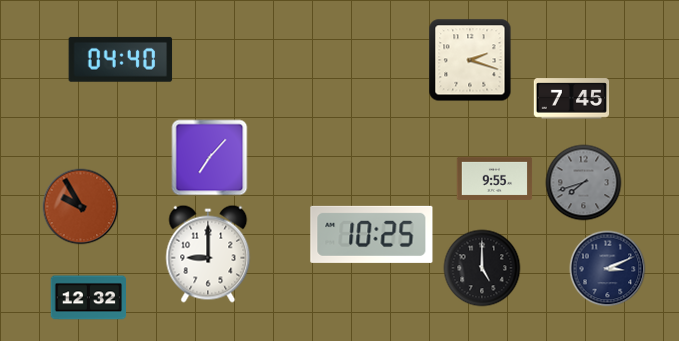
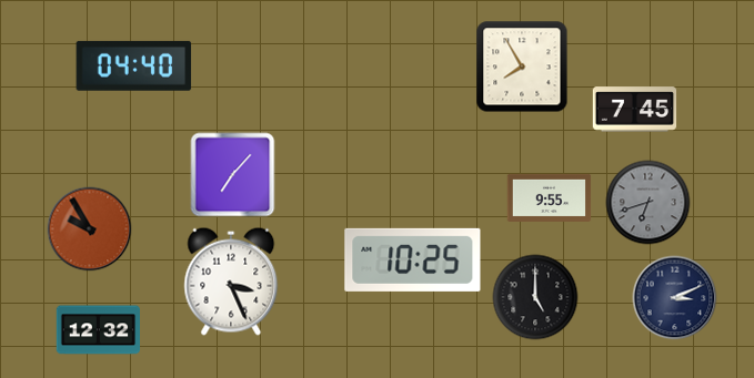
clock at (470, 60): 2:18 -> 7:55
clock at (584, 183): 7:42 -> 6:42
clock at (208, 254): 9:00 -> 3:26
